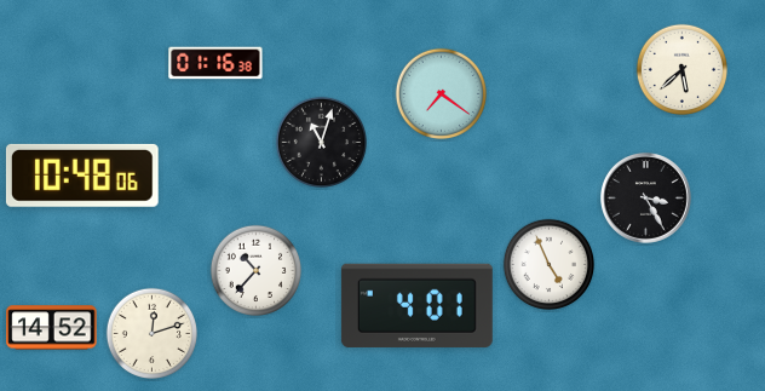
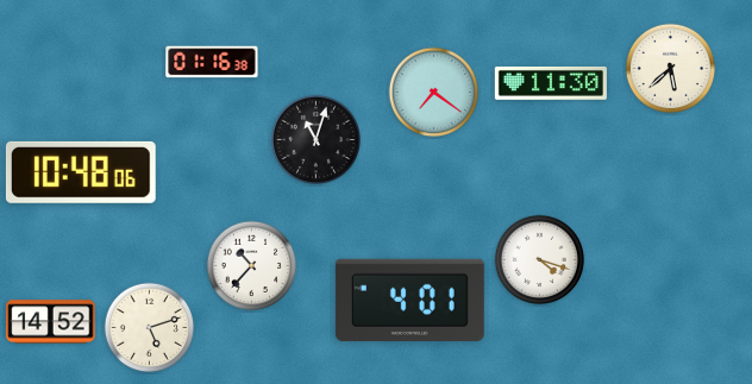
clock at (551, 83): none -> 11:30
clock at (646, 199): 3:25 -> none
clock at (548, 264): 4:56 -> 4:18
clock at (151, 333): 12:12 -> 5:12
